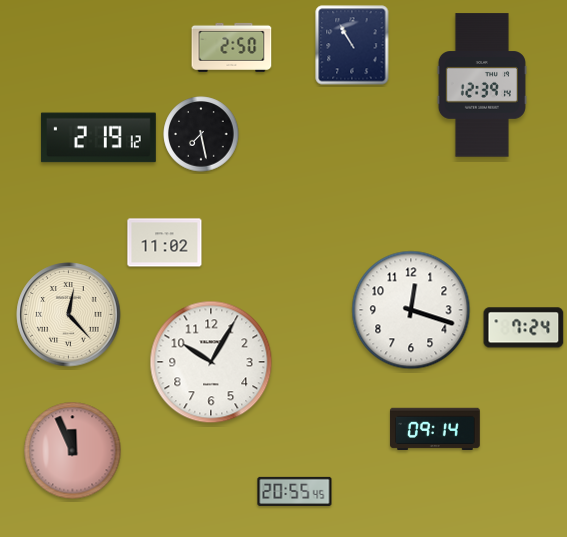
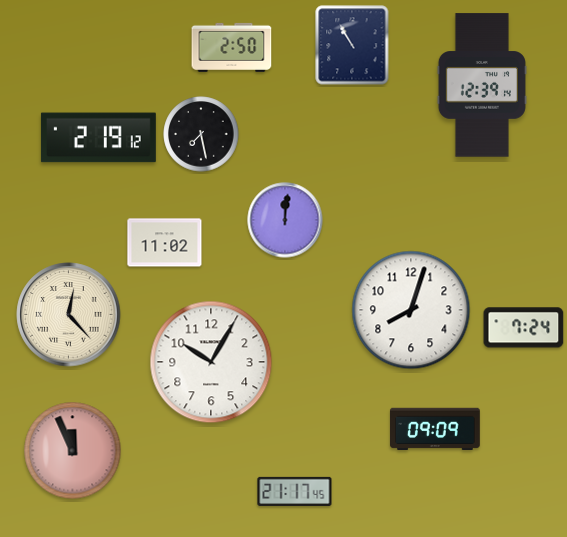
clock at (285, 220): none -> 12:01
clock at (411, 310): 12:18 -> 8:03
clock at (435, 428): 09:14 -> 09:09
clock at (295, 491): 20:55 -> 21:17
